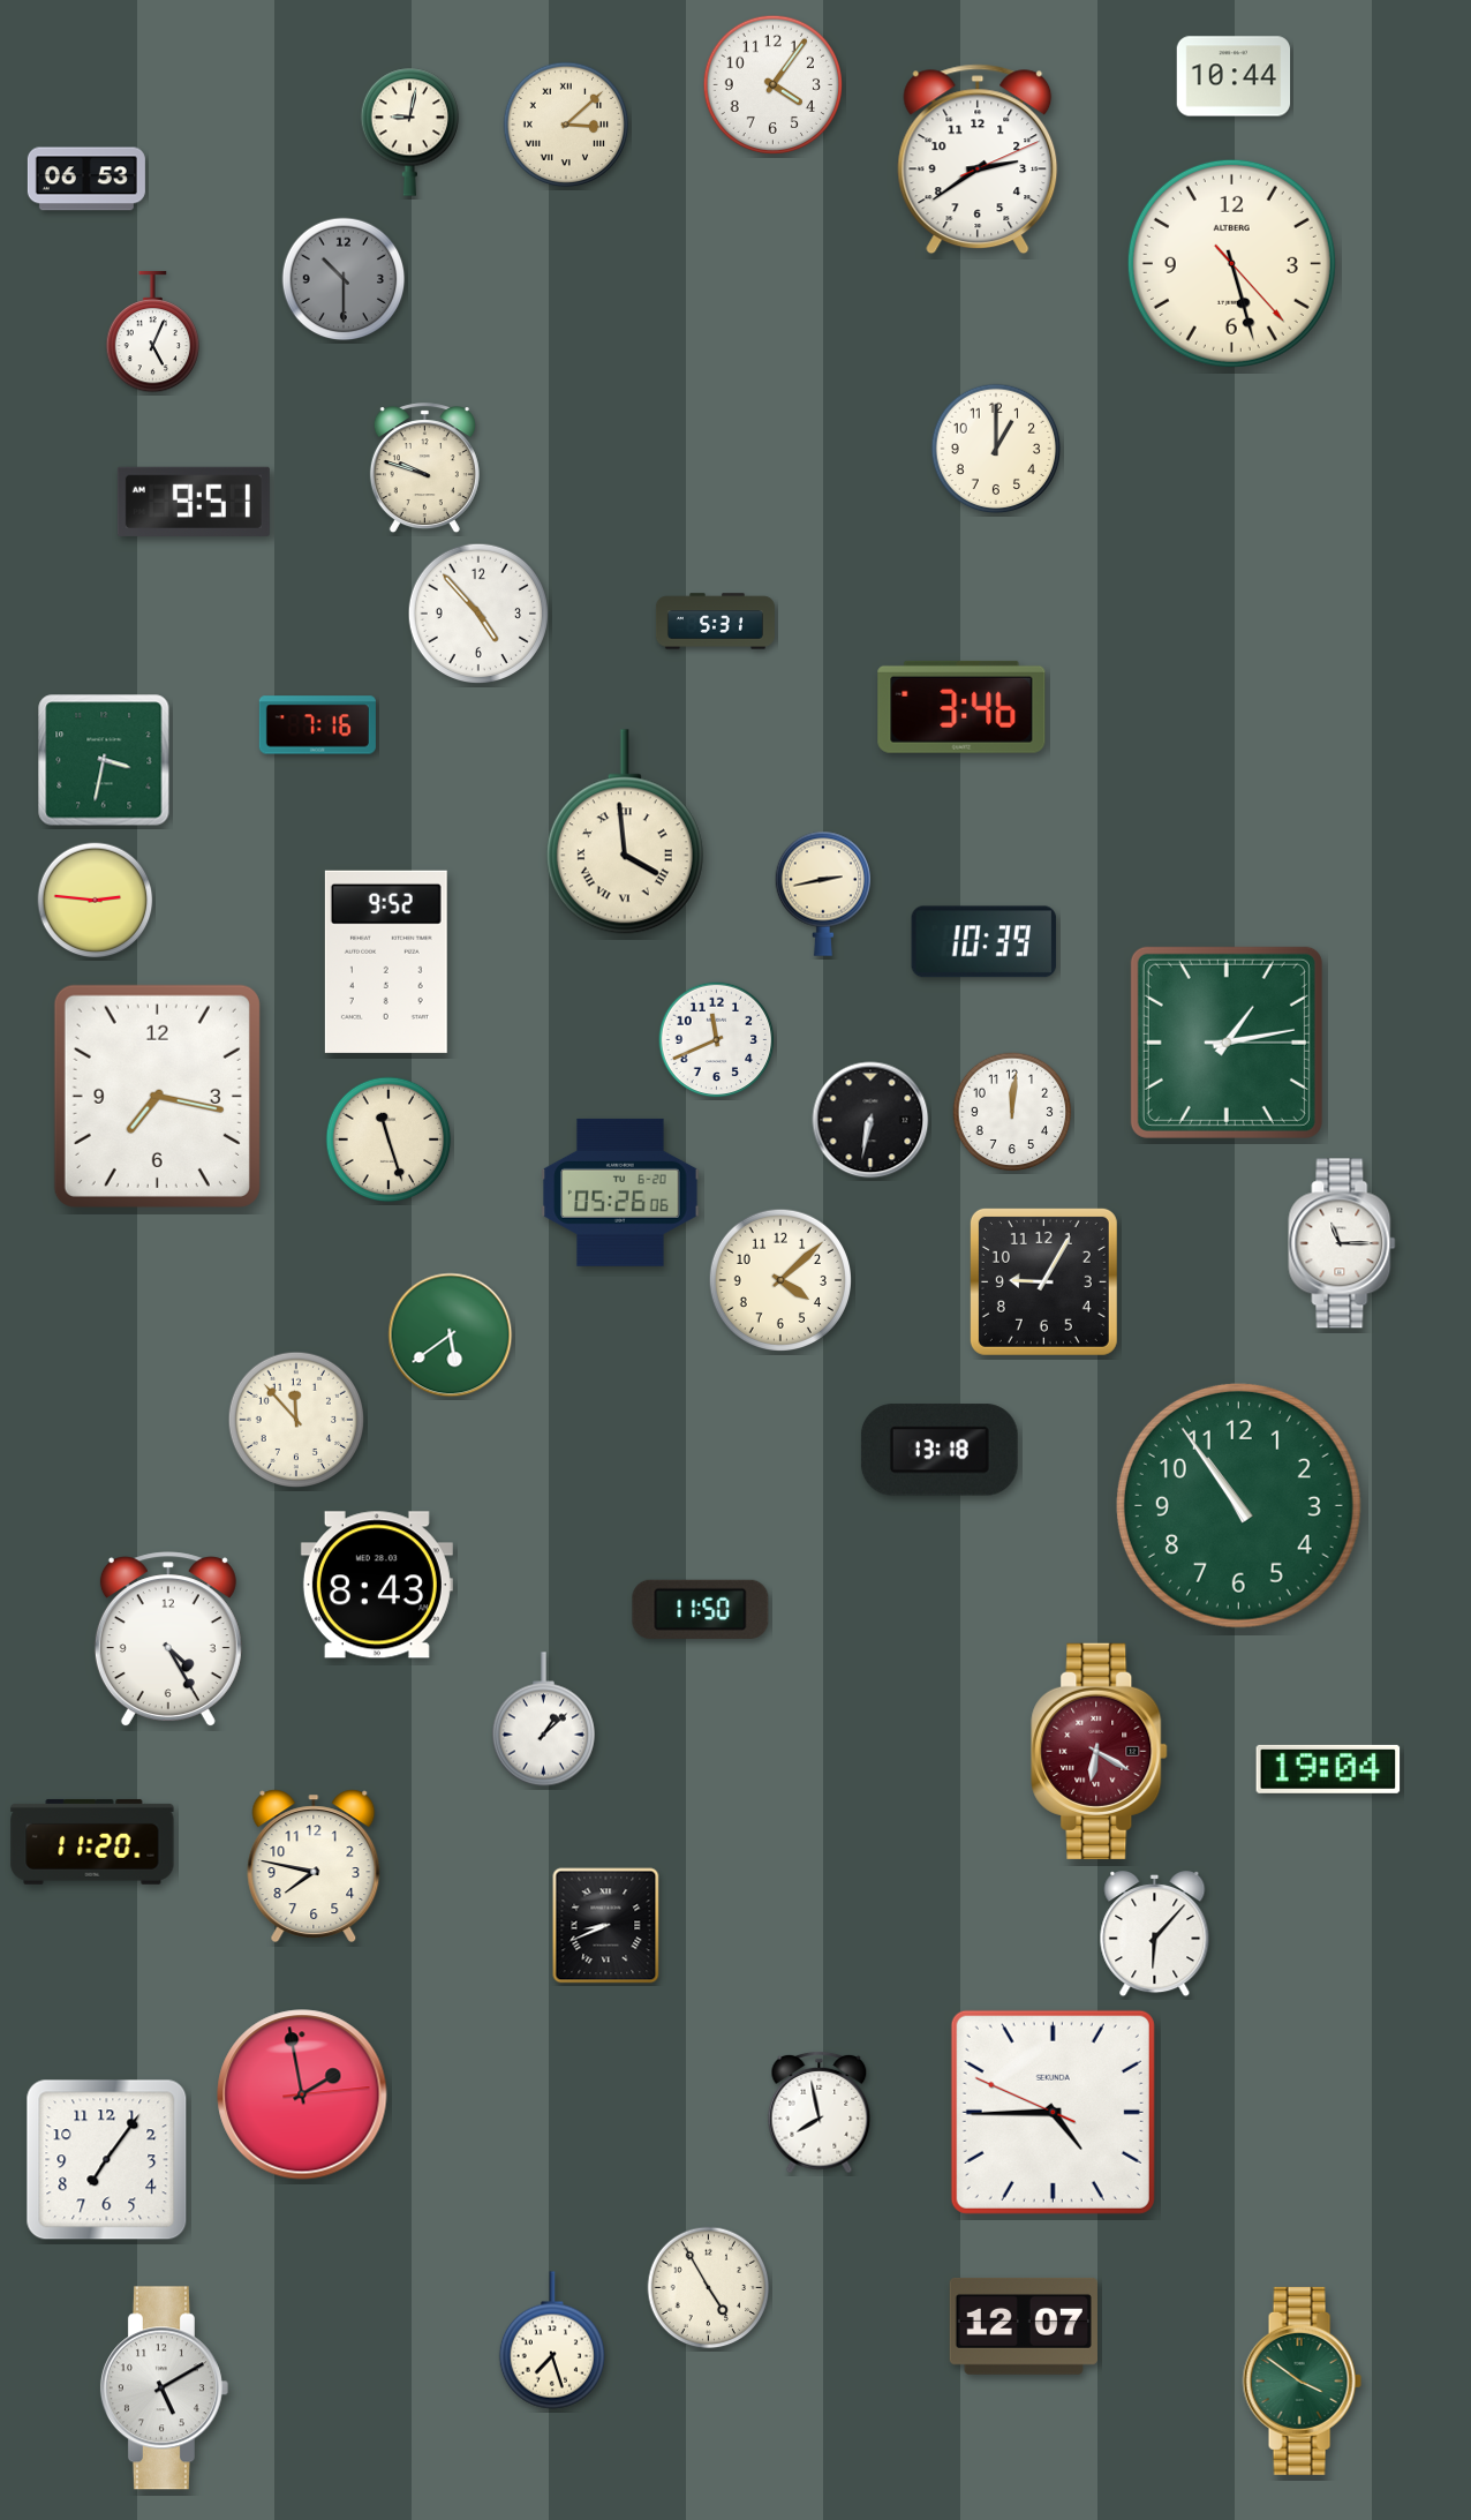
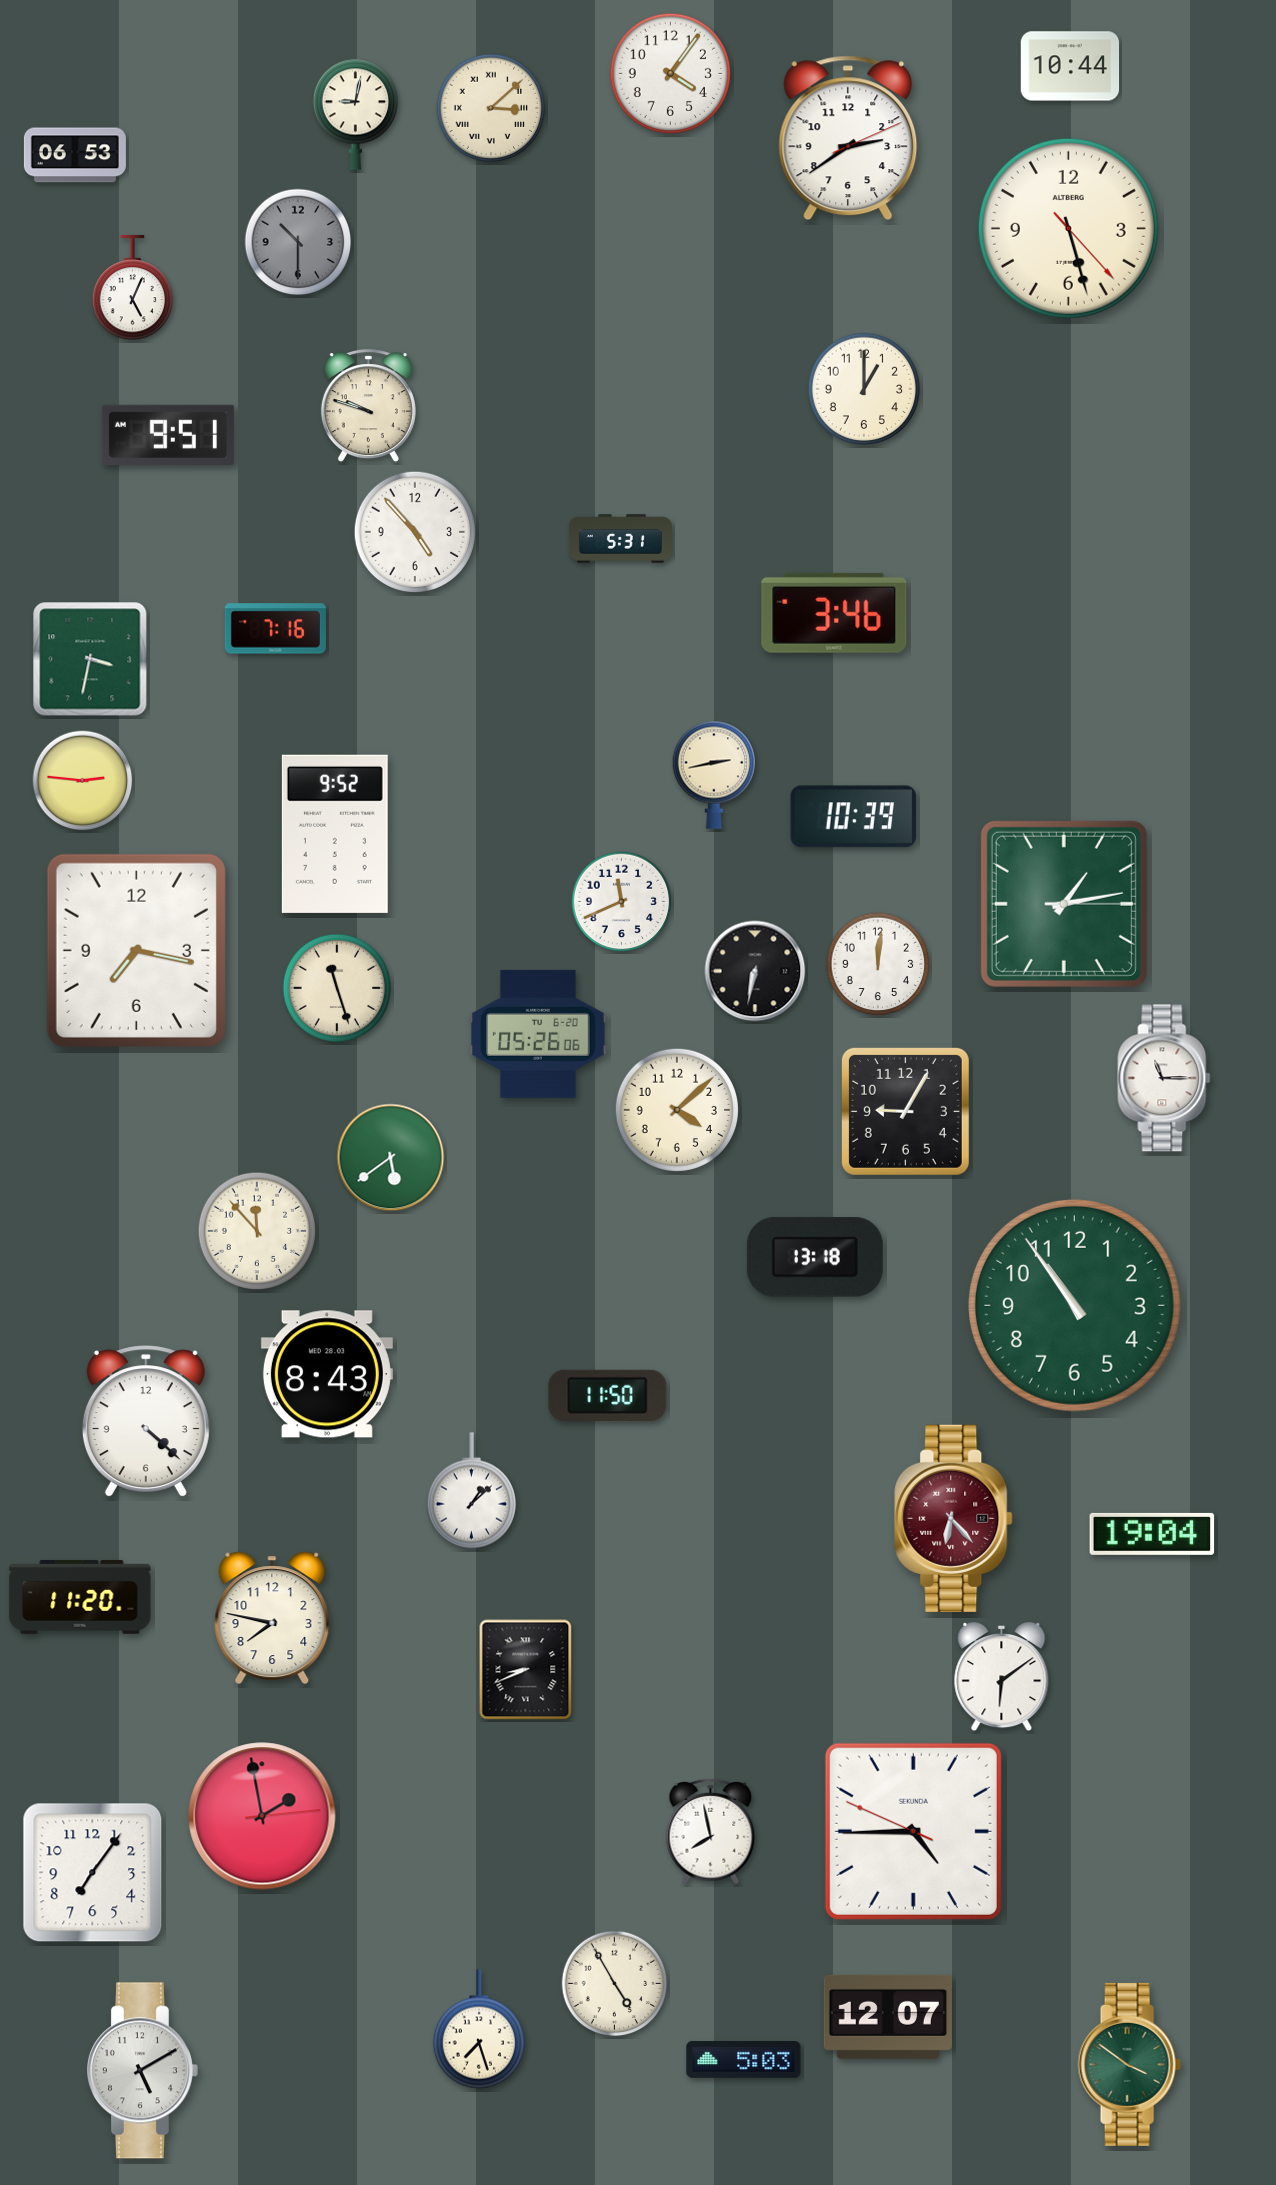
clock at (625, 832): 3:59 -> none
clock at (168, 1640): 4:25 -> 4:22
clock at (1100, 1751): 6:20 -> 6:23
clock at (1155, 1935): 6:07 -> 6:09
clock at (744, 2060): none -> 5:03
